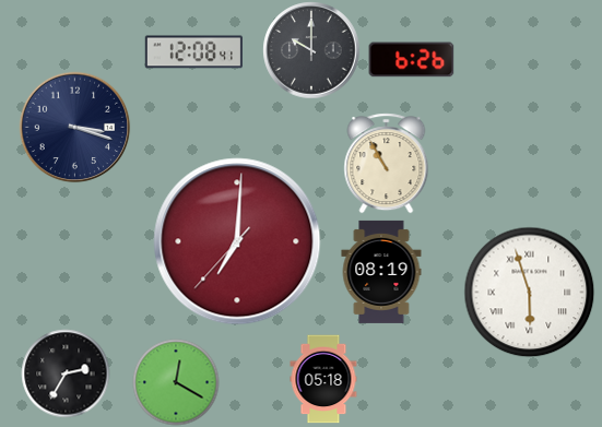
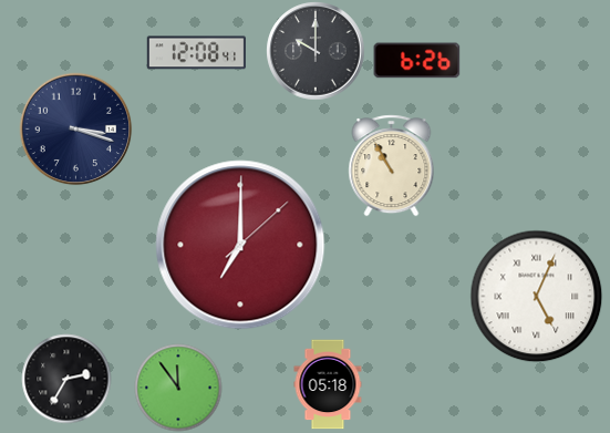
clock at (237, 241): 7:00:37 -> 7:00:08
clock at (381, 272): 08:19 -> none
clock at (529, 292): 5:57 -> 5:04
clock at (176, 382): 12:20 -> 11:54
